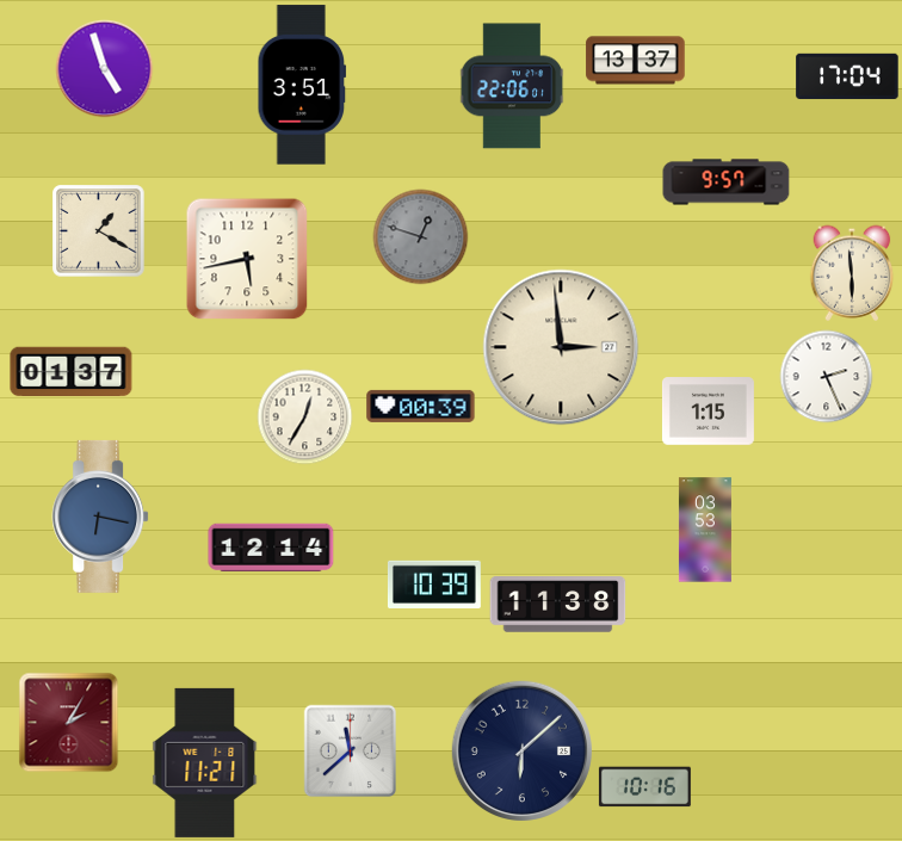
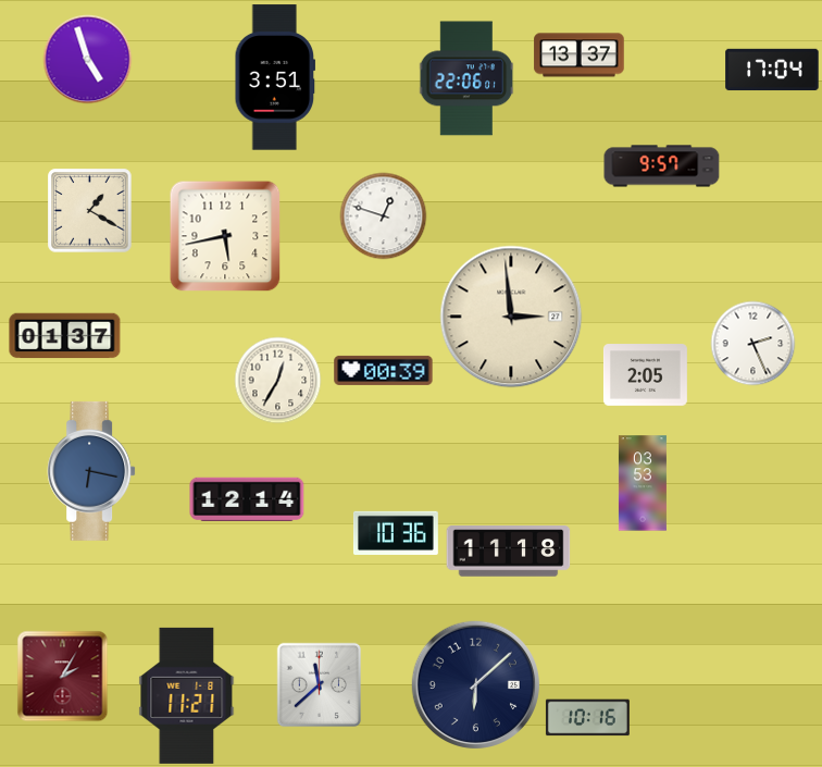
clock at (104, 68) position: (104, 68) -> (87, 59)
clock at (420, 236) dial: grey -> white
clock at (852, 273): 5:59 -> none
clock at (72, 372) position: (72, 372) -> (65, 336)
clock at (708, 412): 1:15 -> 2:05
clock at (434, 585): 10:39 -> 10:36
clock at (558, 605): 11:38 -> 11:18
clock at (68, 722) position: (68, 722) -> (62, 676)
